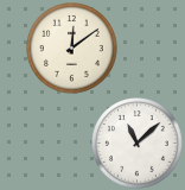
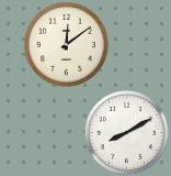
clock at (138, 144): 11:08 -> 8:10
